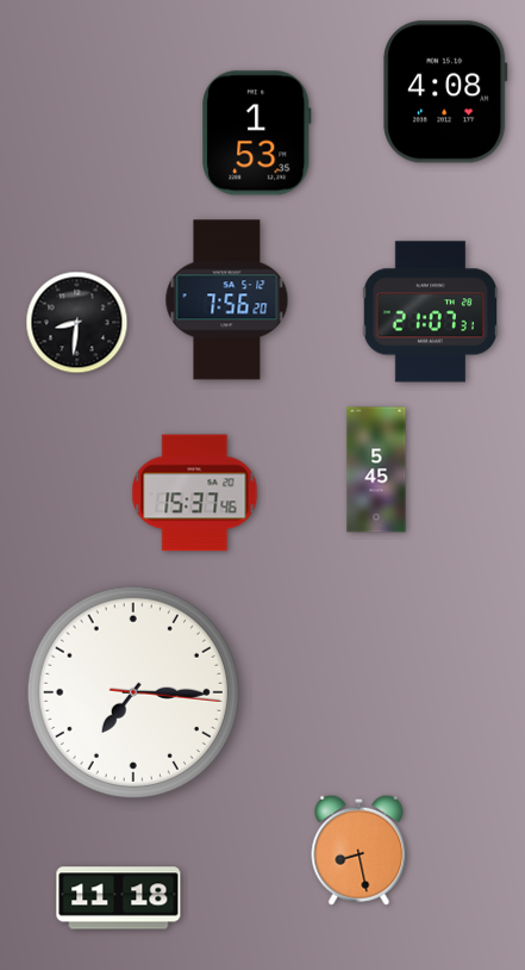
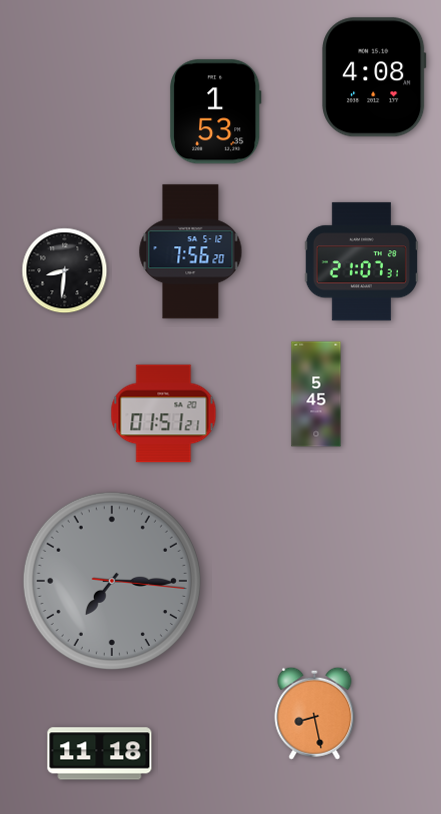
clock at (195, 493): 15:37 -> 01:51
clock at (133, 692) dial: white -> grey
clock at (360, 850) position: (360, 850) -> (315, 713)
